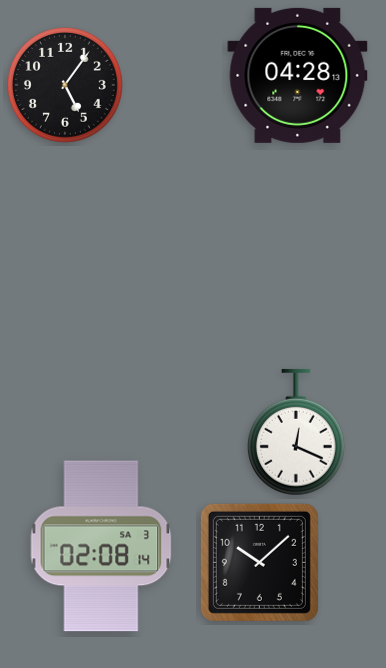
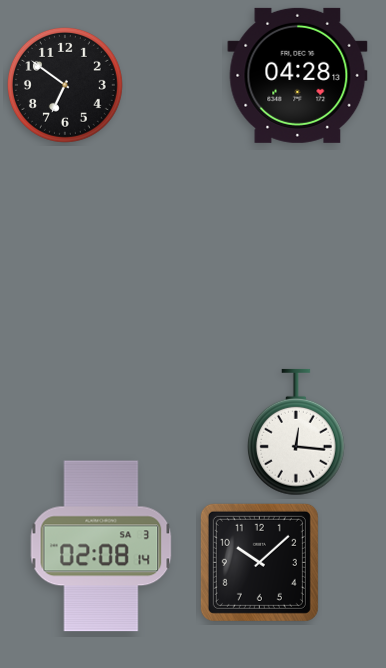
clock at (65, 85): 5:06 -> 6:51
clock at (296, 432): 12:19 -> 12:16
